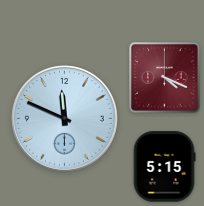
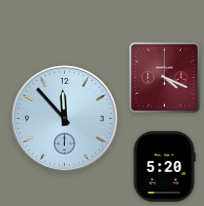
clock at (65, 119): 11:49 -> 11:53
clock at (164, 167): 5:15 -> 5:20
